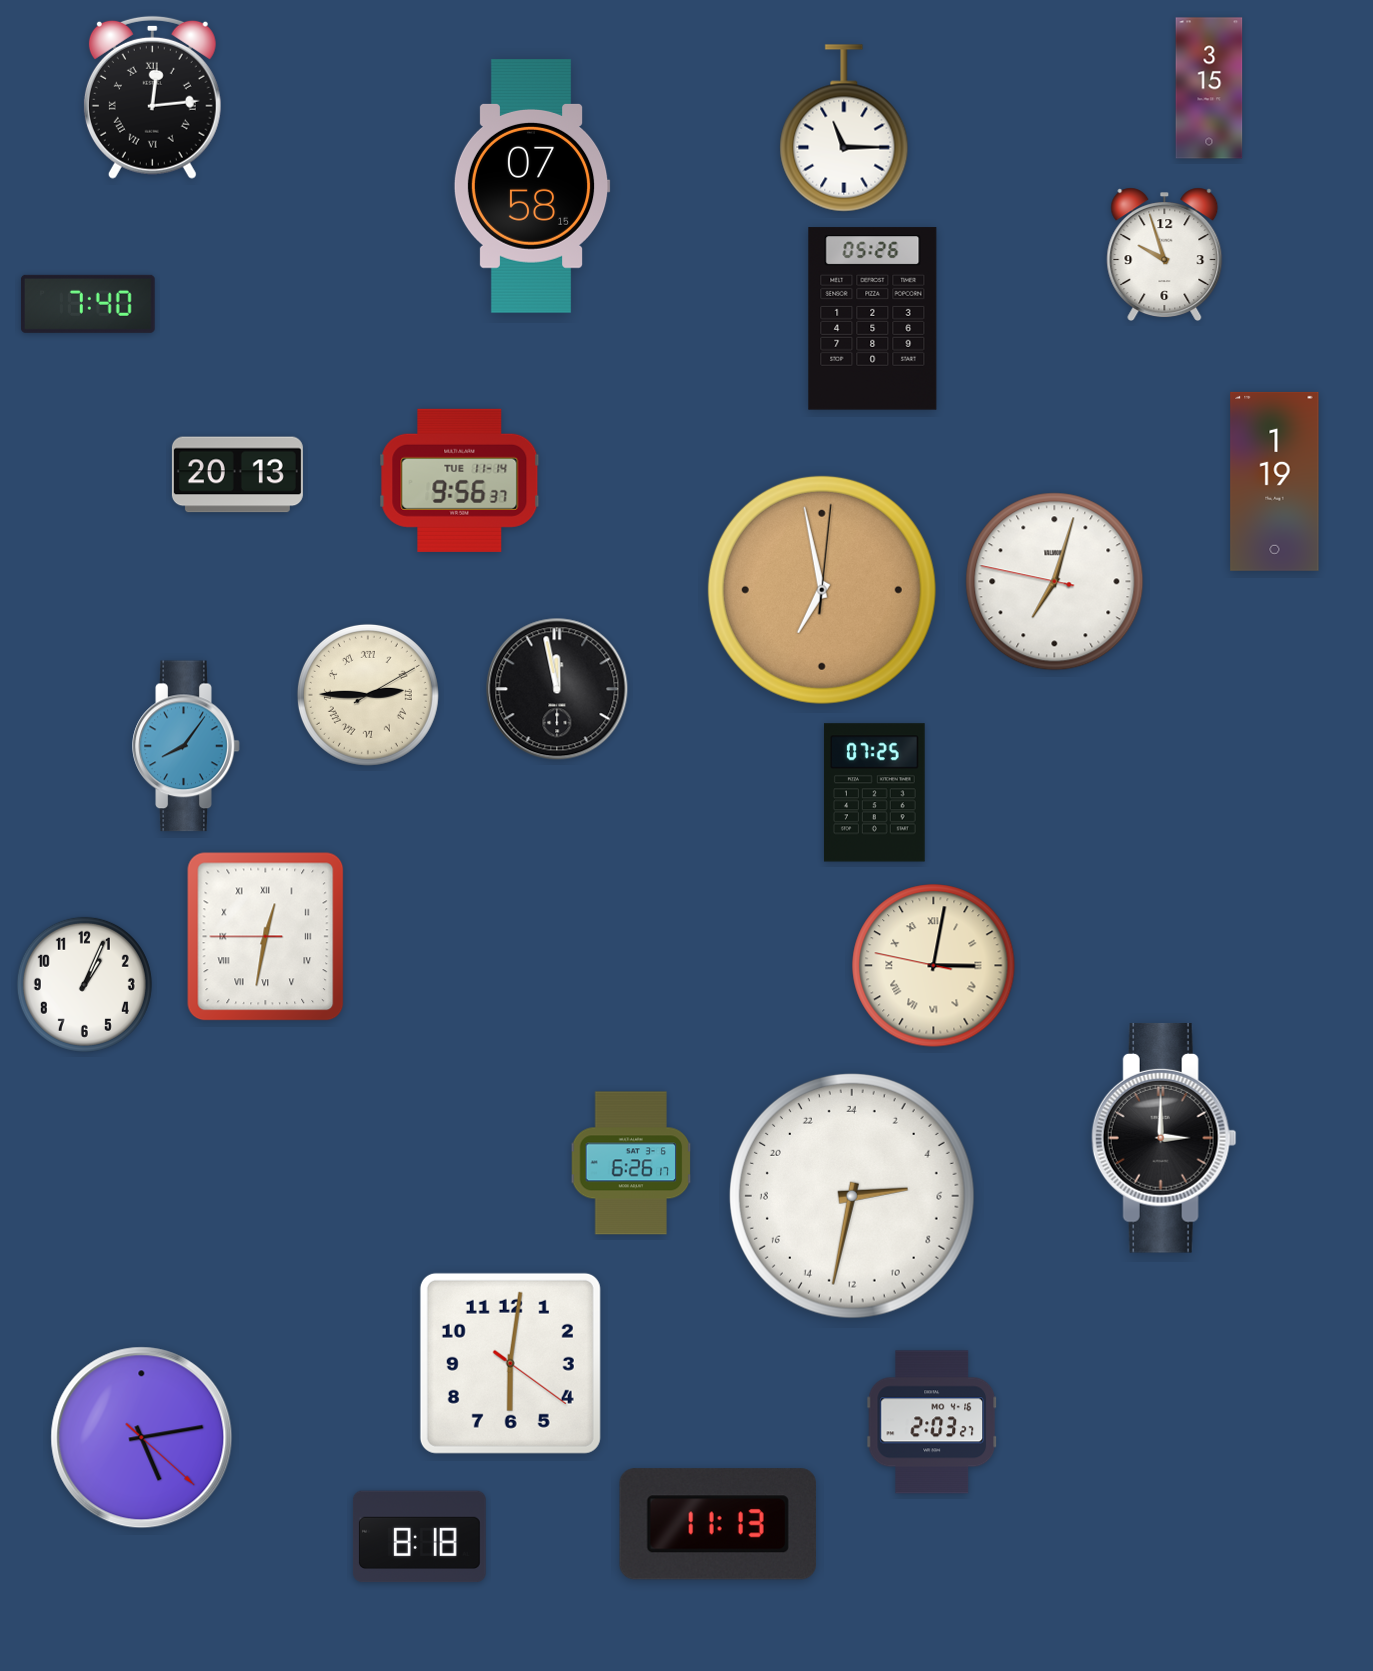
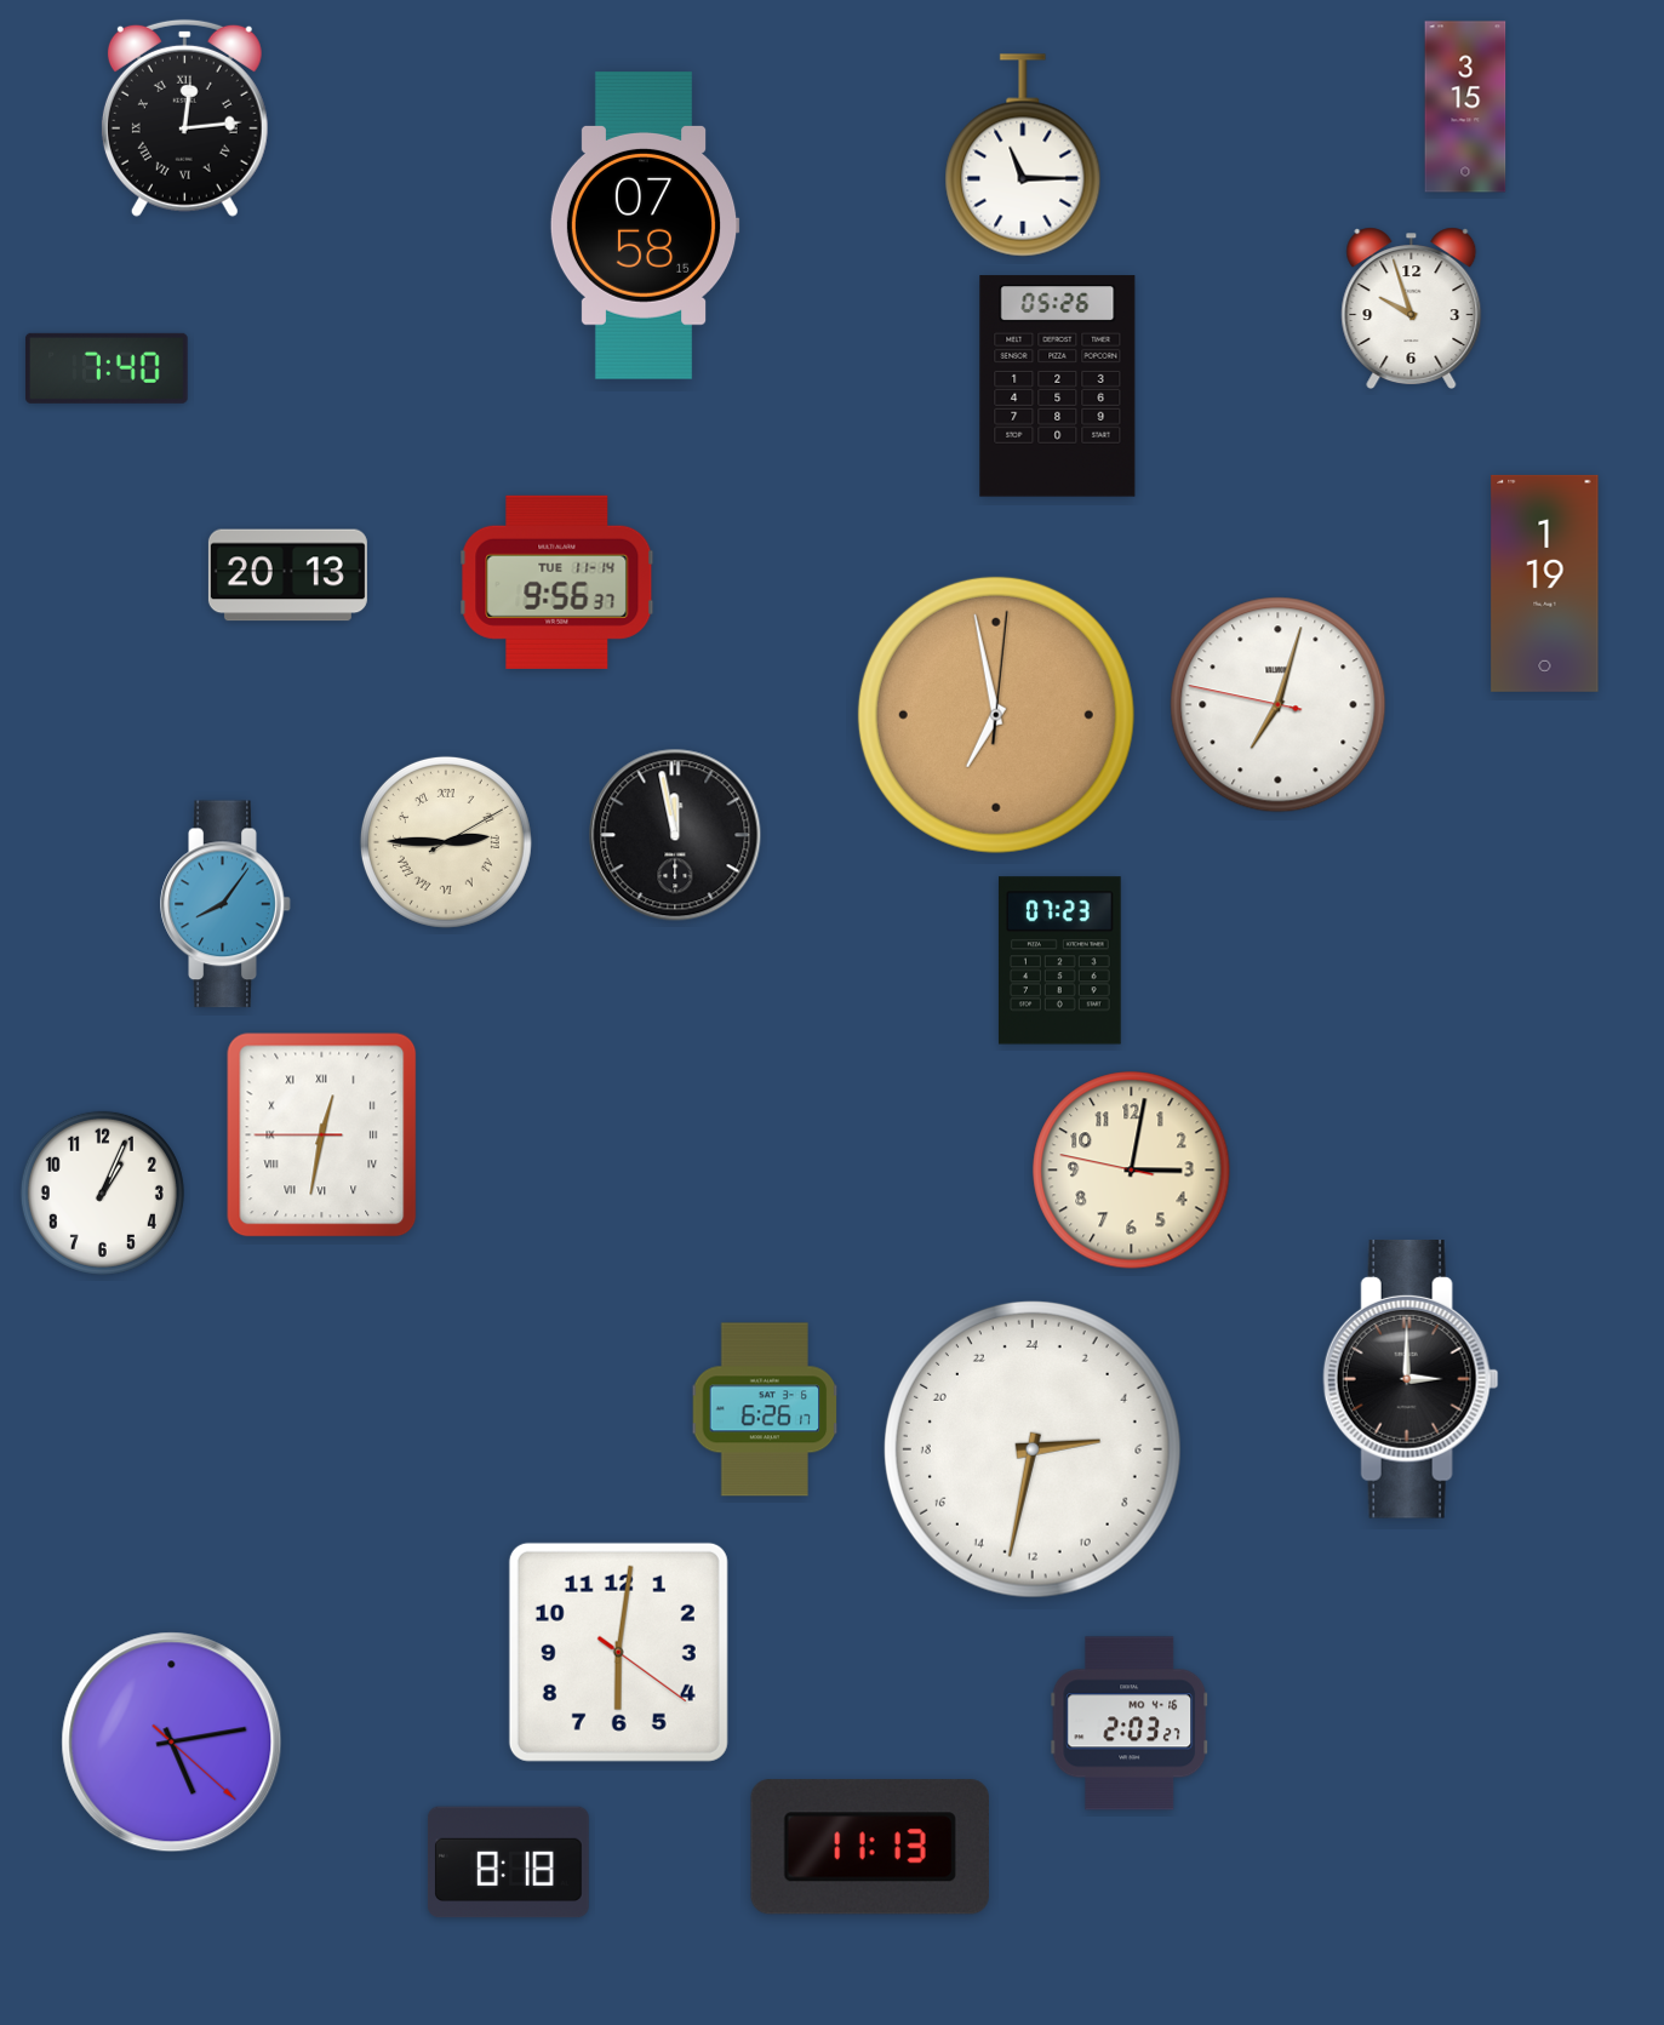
clock at (875, 793): 07:25 -> 07:23
clock at (934, 966) numerals: Roman -> Arabic
